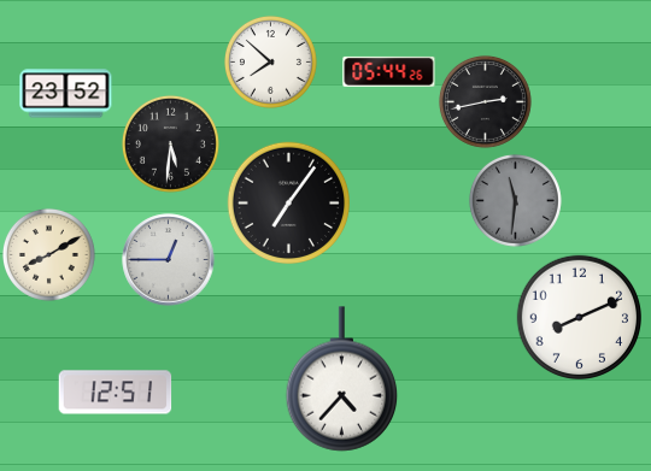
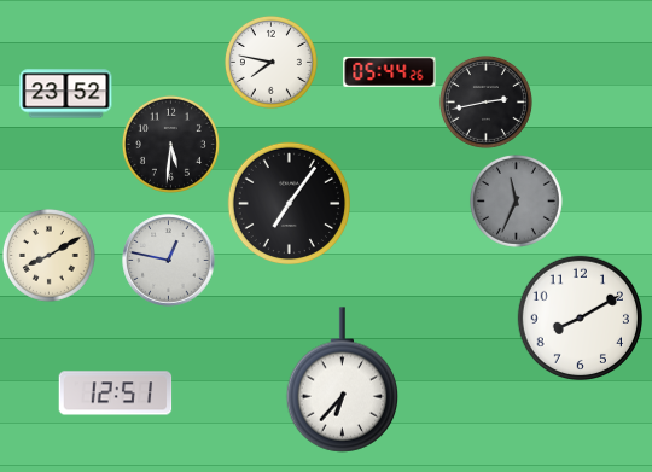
clock at (270, 61): 7:52 -> 7:47
clock at (515, 200): 11:31 -> 11:34
clock at (169, 260): 12:45 -> 12:47
clock at (579, 317): 8:11 -> 8:10
clock at (342, 379): 4:37 -> 6:37
